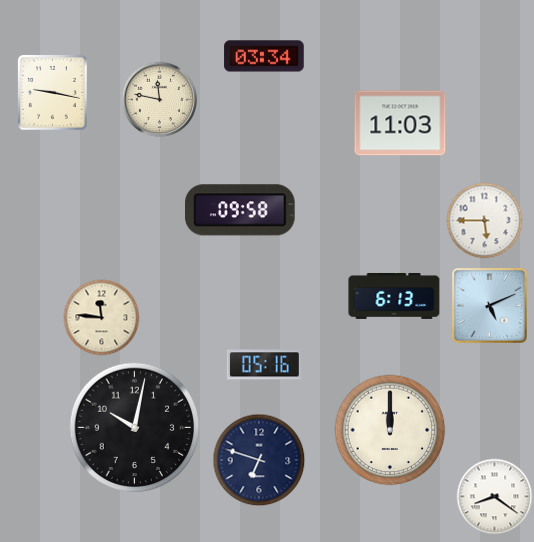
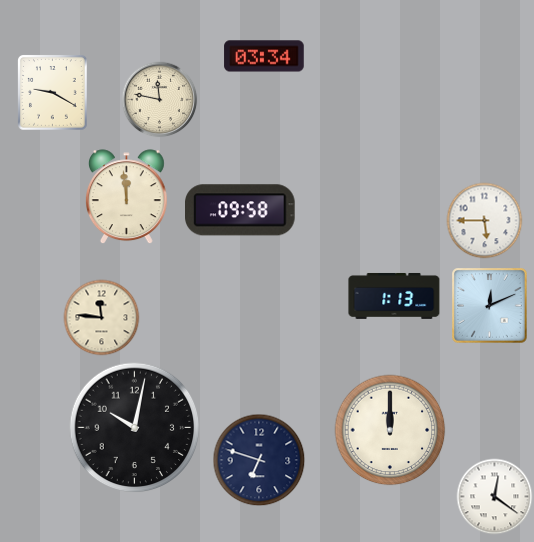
clock at (53, 93): 9:17 -> 9:20
clock at (400, 123): 11:03 -> none
clock at (126, 197): none -> 11:59
clock at (394, 296): 6:13 -> 1:13
clock at (490, 306): 5:11 -> 12:11
clock at (264, 365): 05:16 -> none
clock at (495, 497): 8:21 -> 12:21
